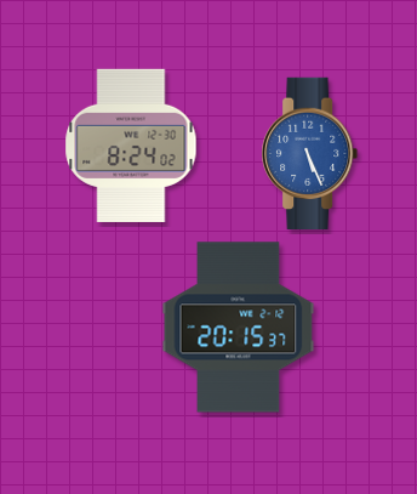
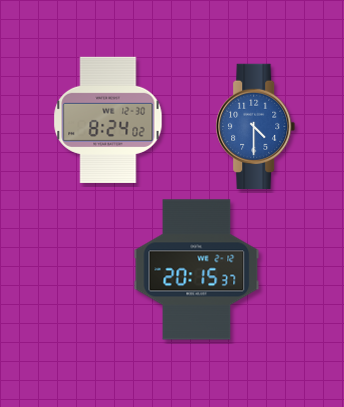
clock at (310, 153): 5:26 -> 4:30
